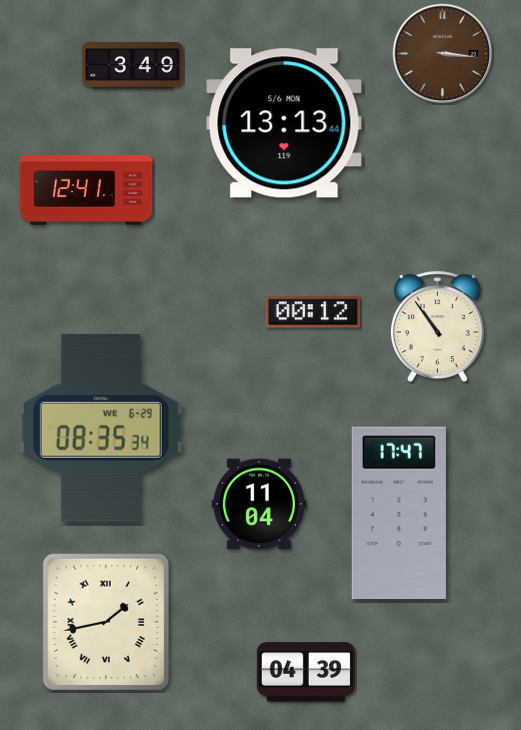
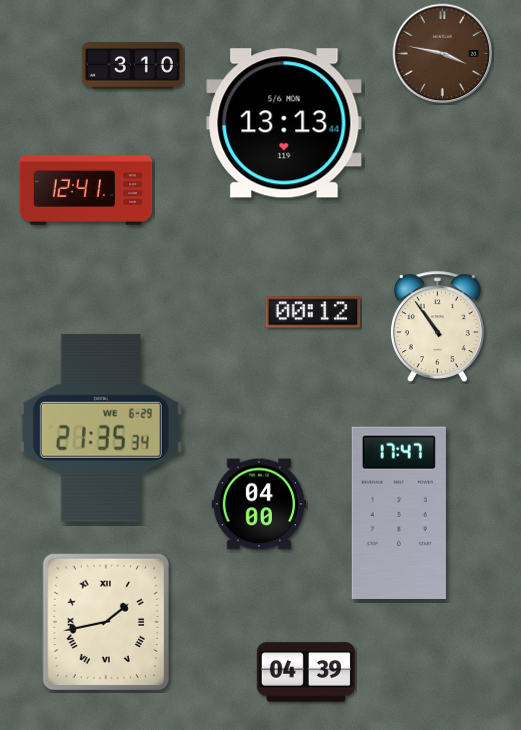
clock at (443, 54): 3:16 -> 3:47
clock at (132, 66): 3:49 -> 3:10
clock at (101, 428): 08:35 -> 21:35
clock at (259, 504): 11:04 -> 04:00
